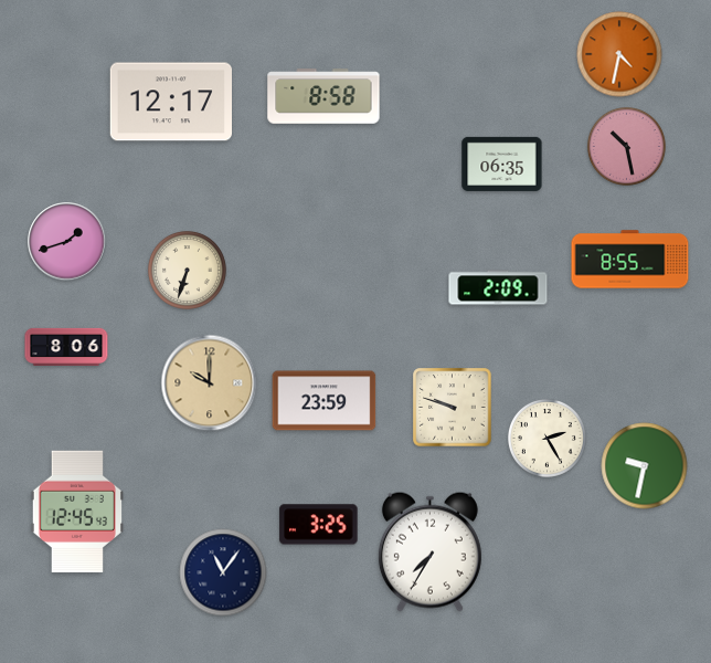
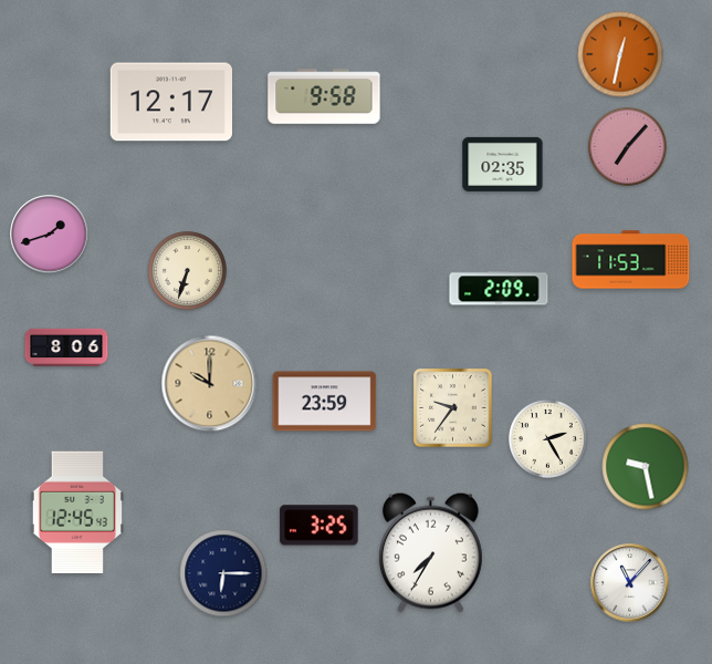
clock at (619, 54): 4:32 -> 12:32
clock at (323, 96): 8:58 -> 9:58
clock at (626, 146): 10:28 -> 7:07
clock at (502, 164): 06:35 -> 02:35
clock at (67, 242) position: (67, 242) -> (50, 235)
clock at (630, 260): 8:55 -> 11:53
clock at (453, 408): 9:48 -> 9:36
clock at (645, 466): 9:32 -> 9:28
clock at (223, 572): 11:06 -> 6:15
clock at (630, 583): none -> 11:07
